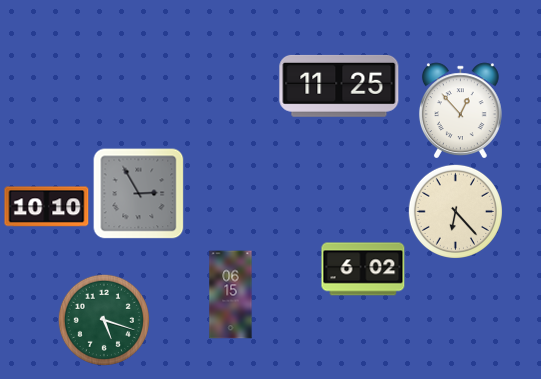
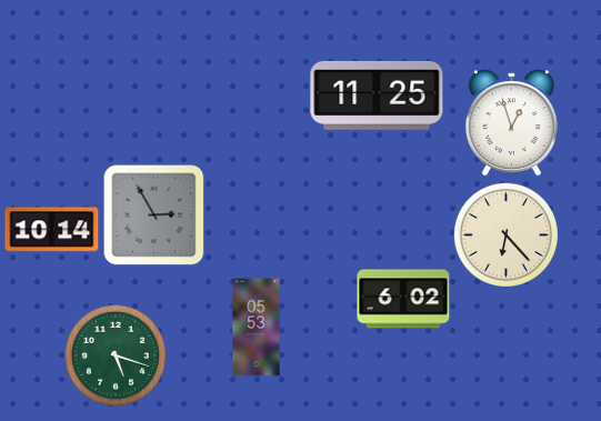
clock at (460, 111): 12:53 -> 12:57
clock at (47, 207): 10:10 -> 10:14
clock at (231, 295): 06:15 -> 05:53
